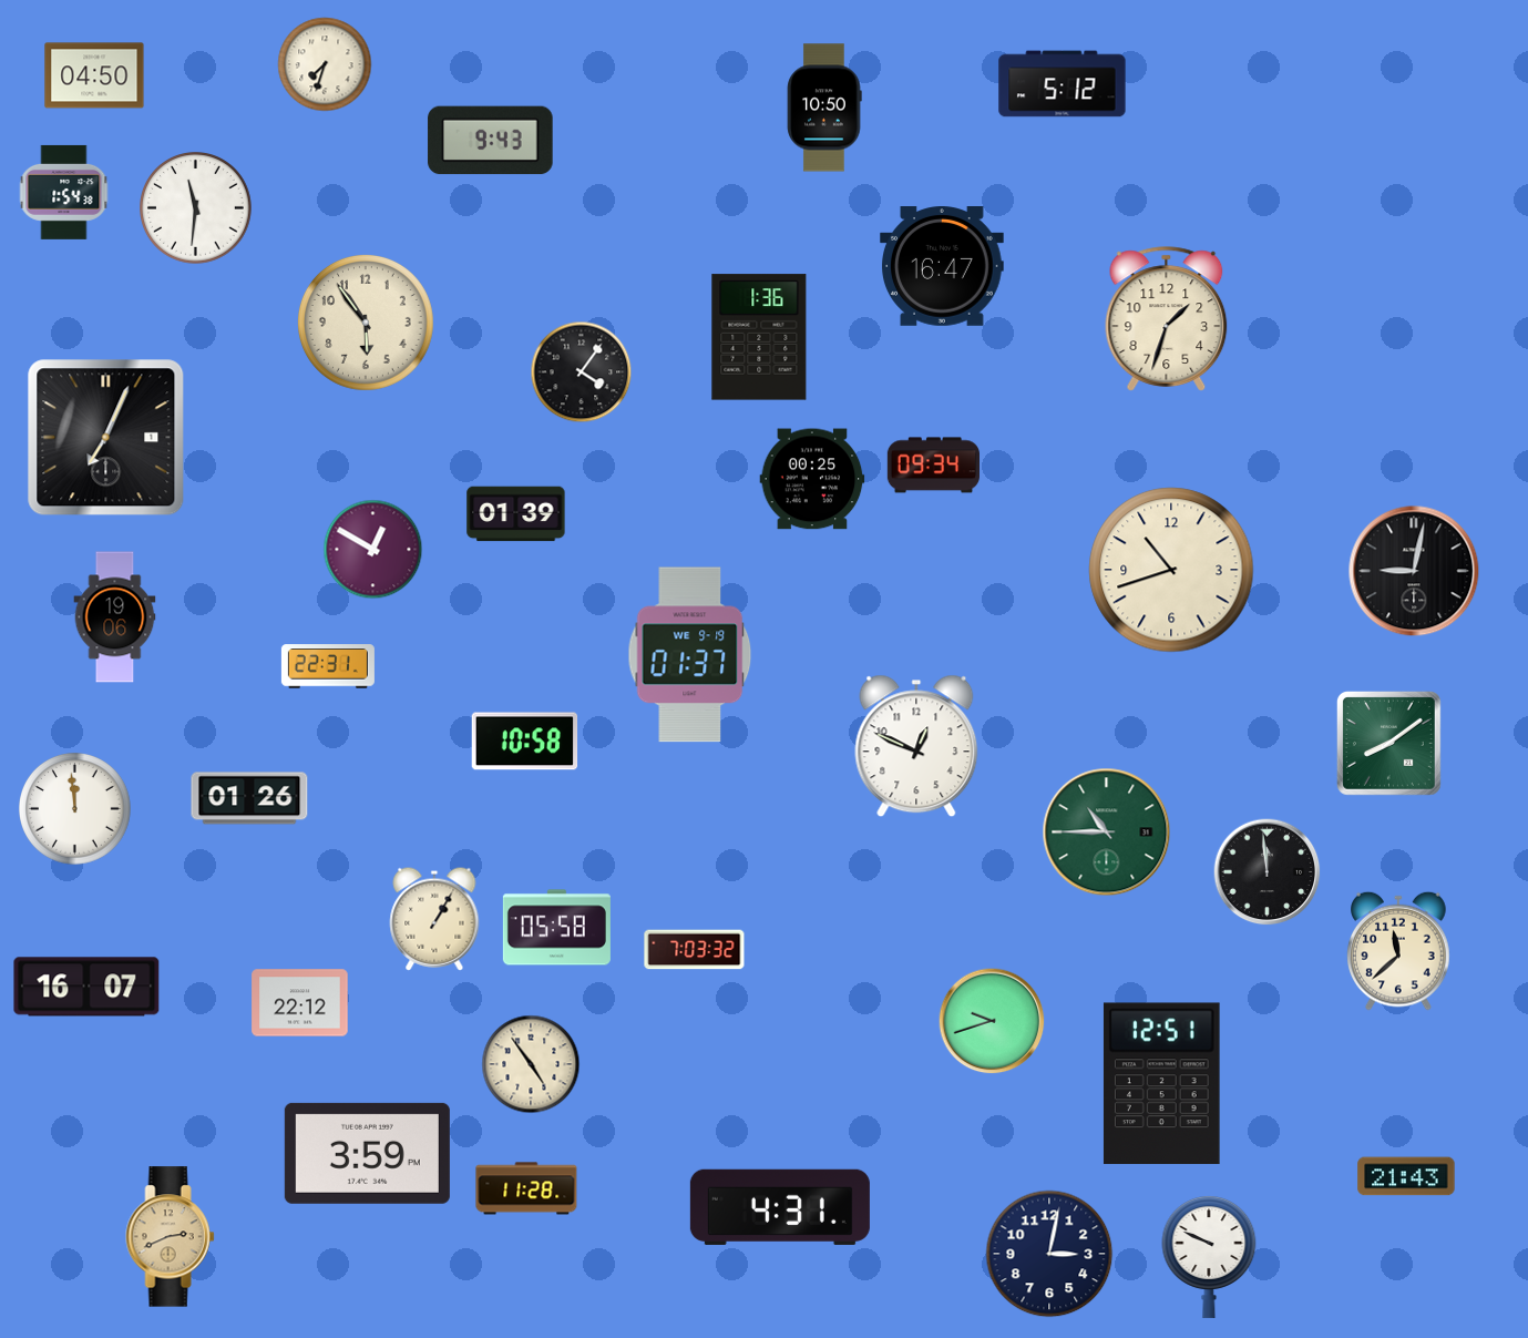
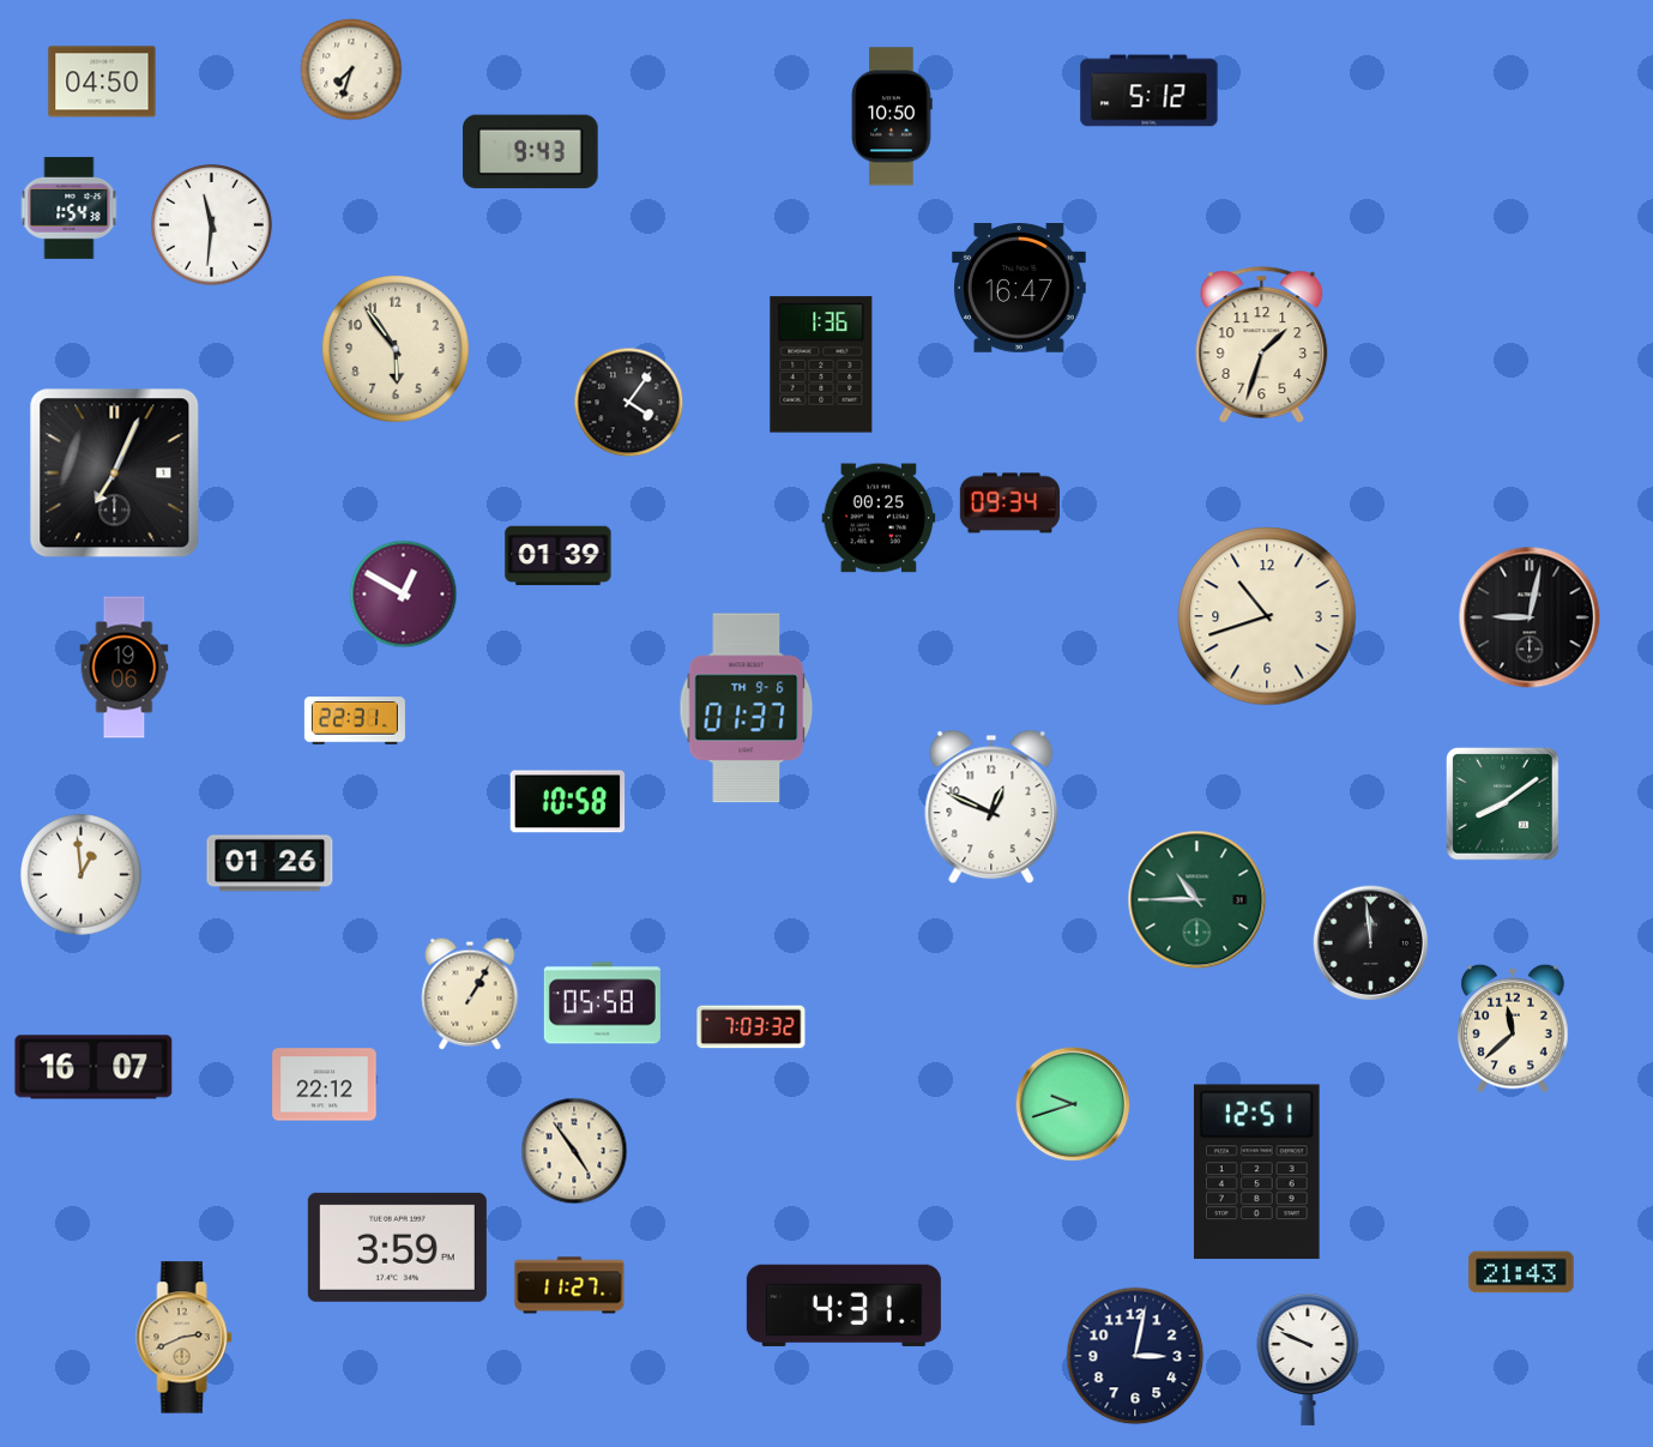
clock at (690, 655) date: WE 9-19 -> TH 9-6
clock at (75, 809): 11:59 -> 12:59
clock at (526, 1188): 11:28 -> 11:27
